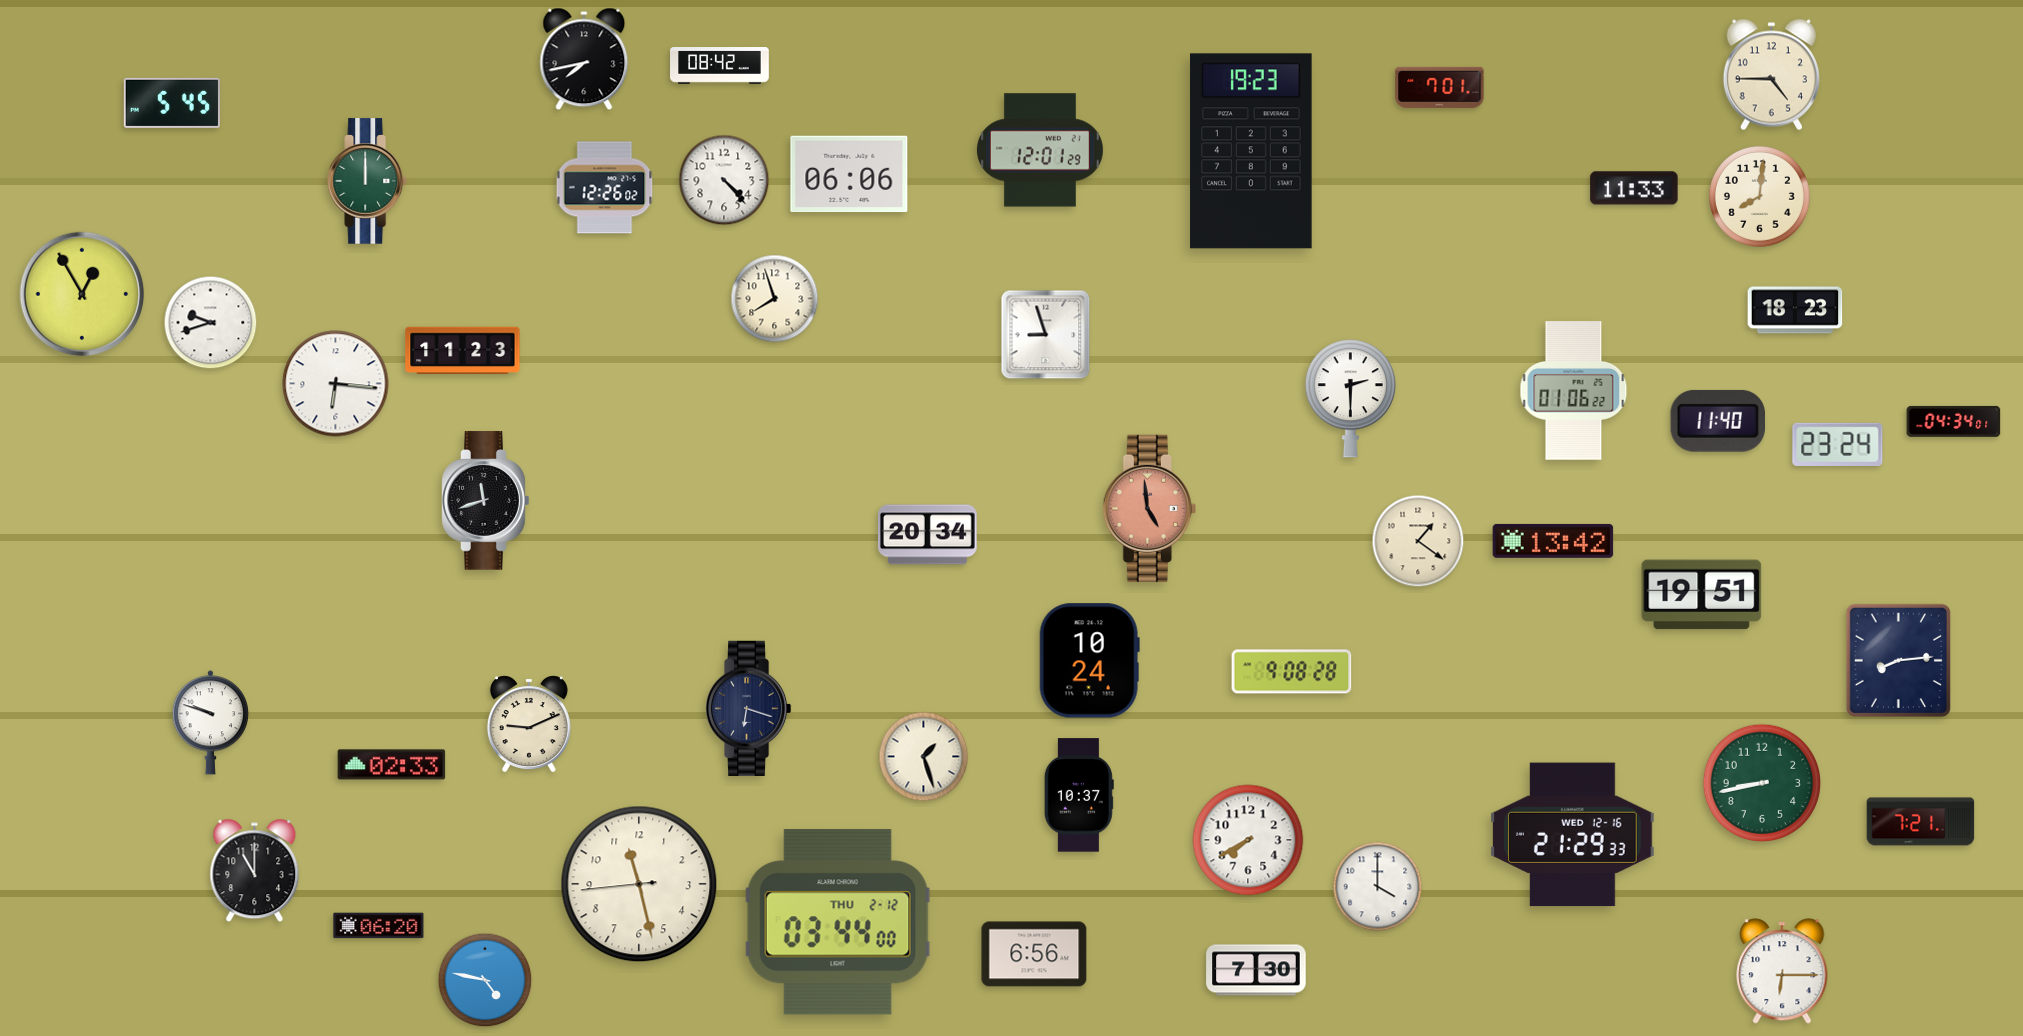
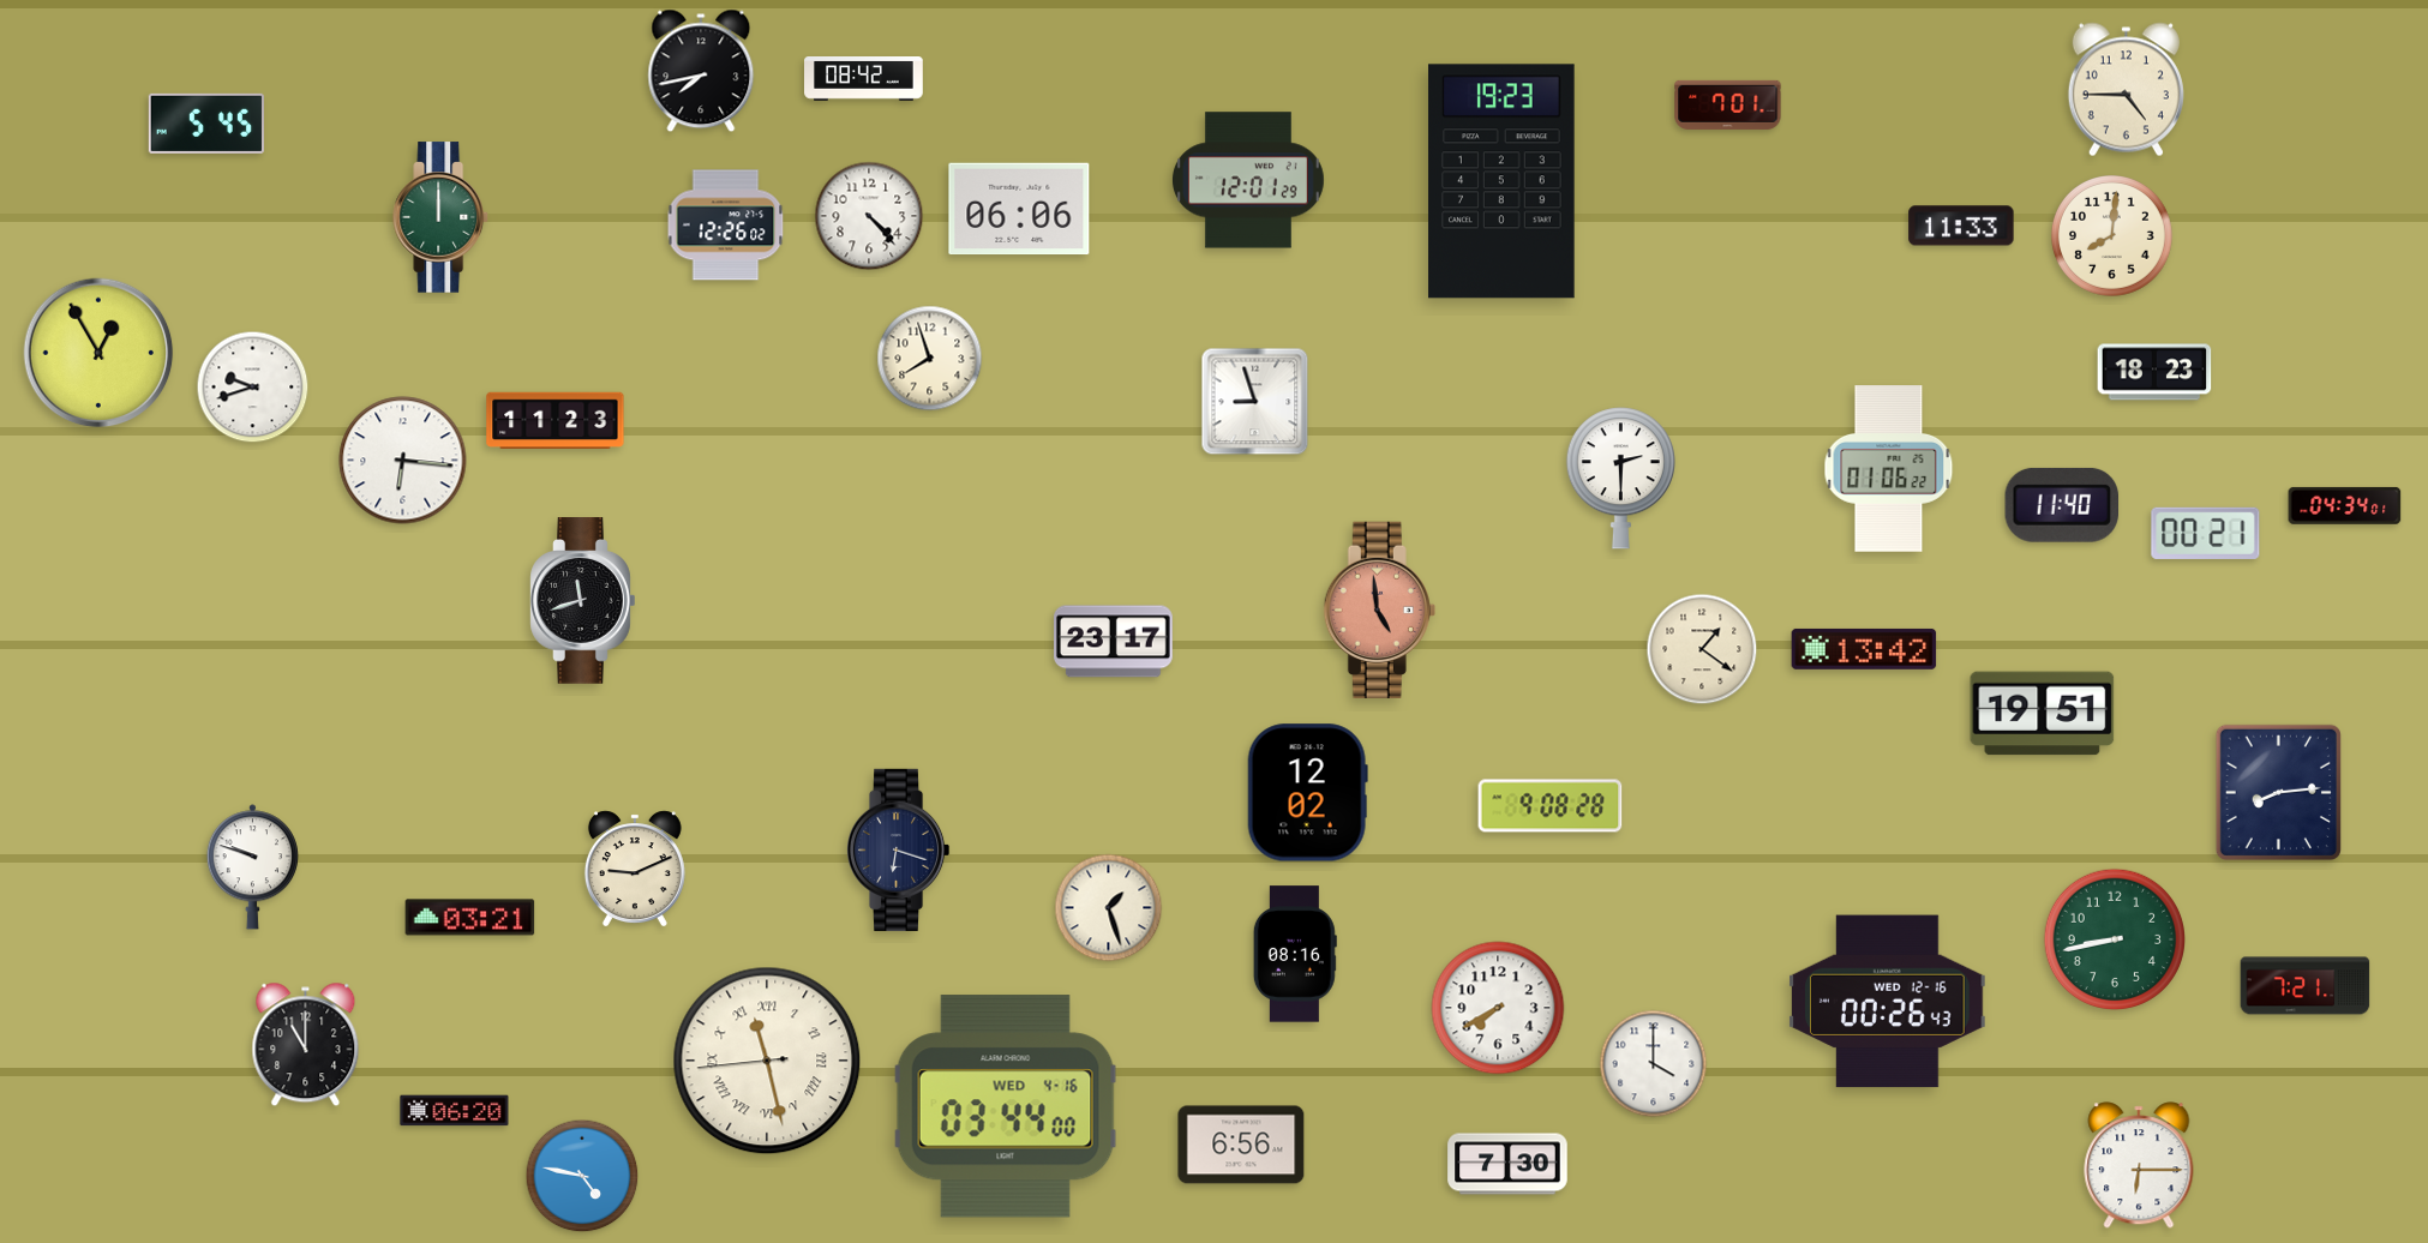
clock at (1838, 444): 23:24 -> 00:21
clock at (928, 535): 20:34 -> 23:17
clock at (1089, 661): 10:24 -> 12:02
clock at (392, 765): 02:33 -> 03:21
clock at (1079, 795): 10:37 -> 08:16
clock at (1573, 835): 21:29 -> 00:26
clock at (639, 884) numerals: Arabic -> Roman
clock at (838, 922) date: THU 2-12 -> WED 4-16
